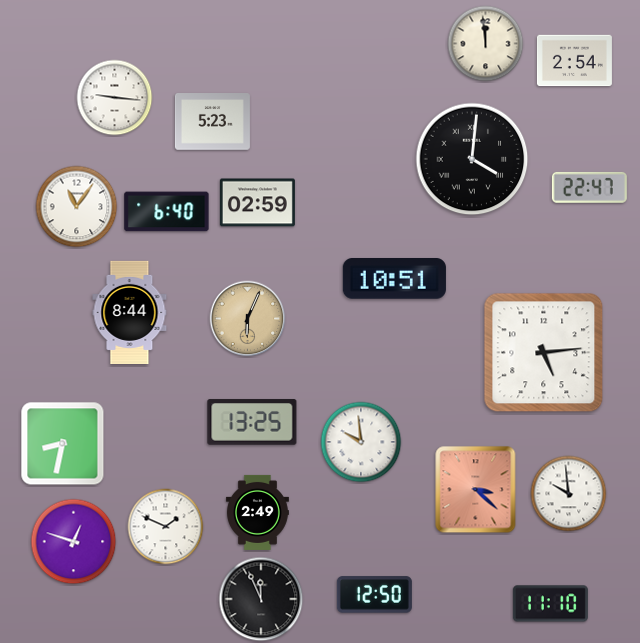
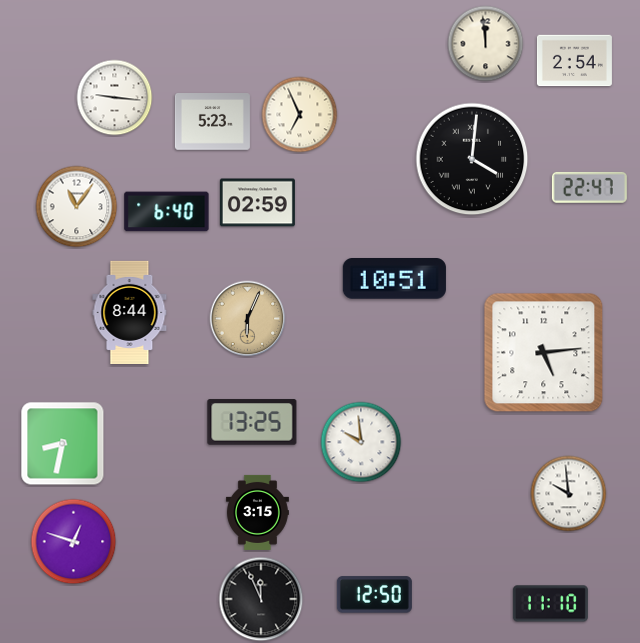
clock at (300, 115): none -> 6:56
clock at (476, 490): 3:22 -> none
clock at (257, 512): 2:49 -> 3:15
clock at (166, 527): 1:49 -> none
